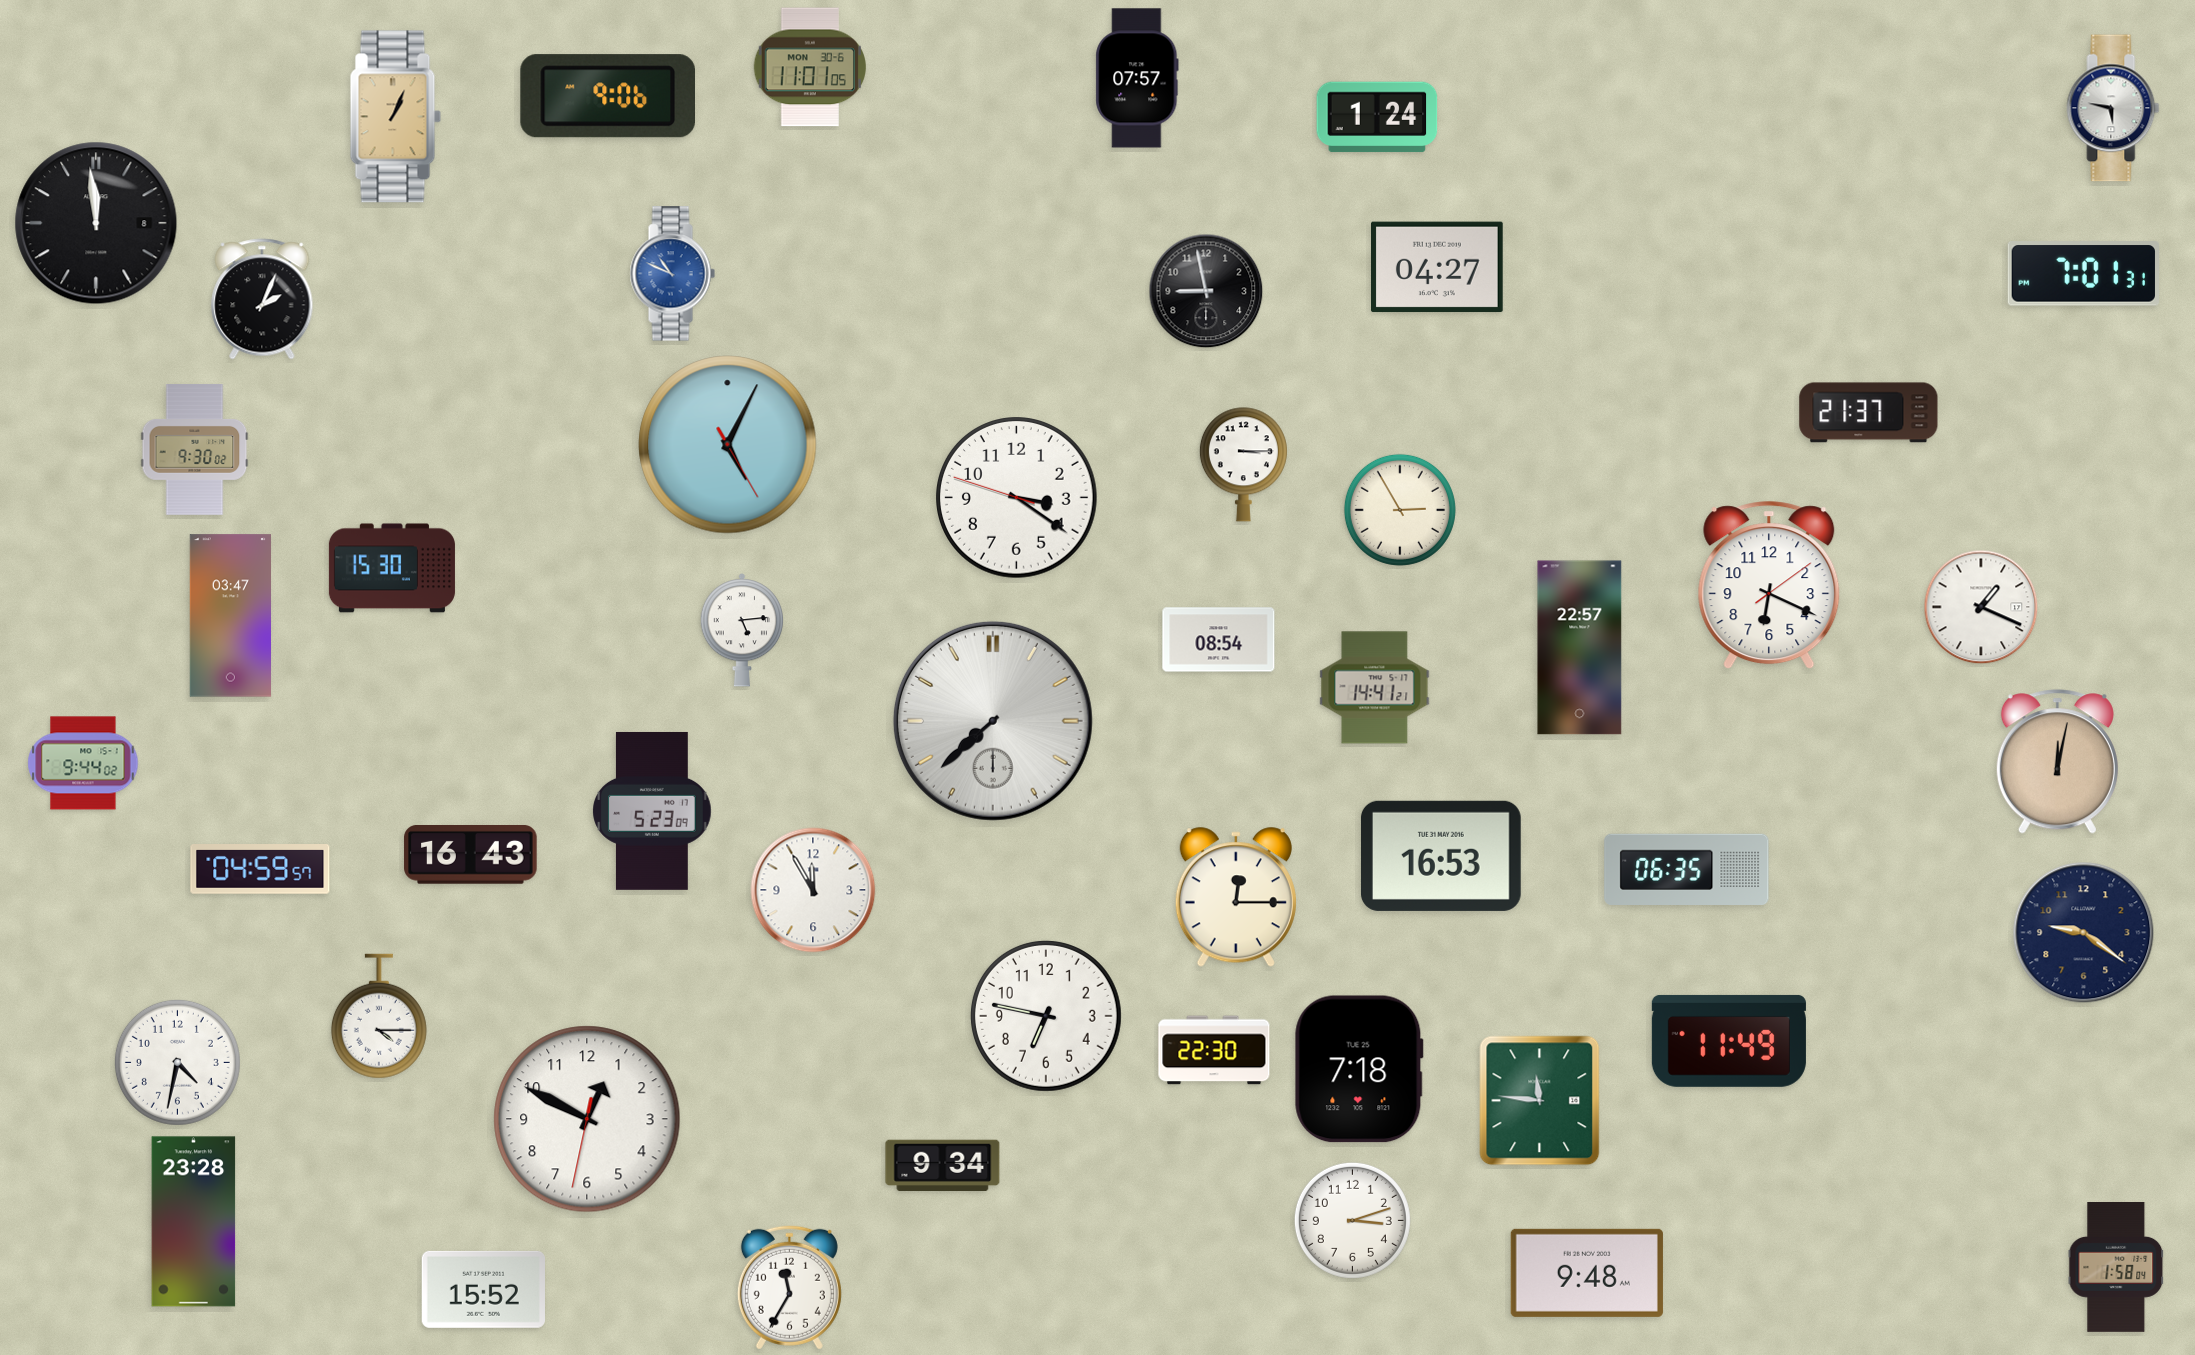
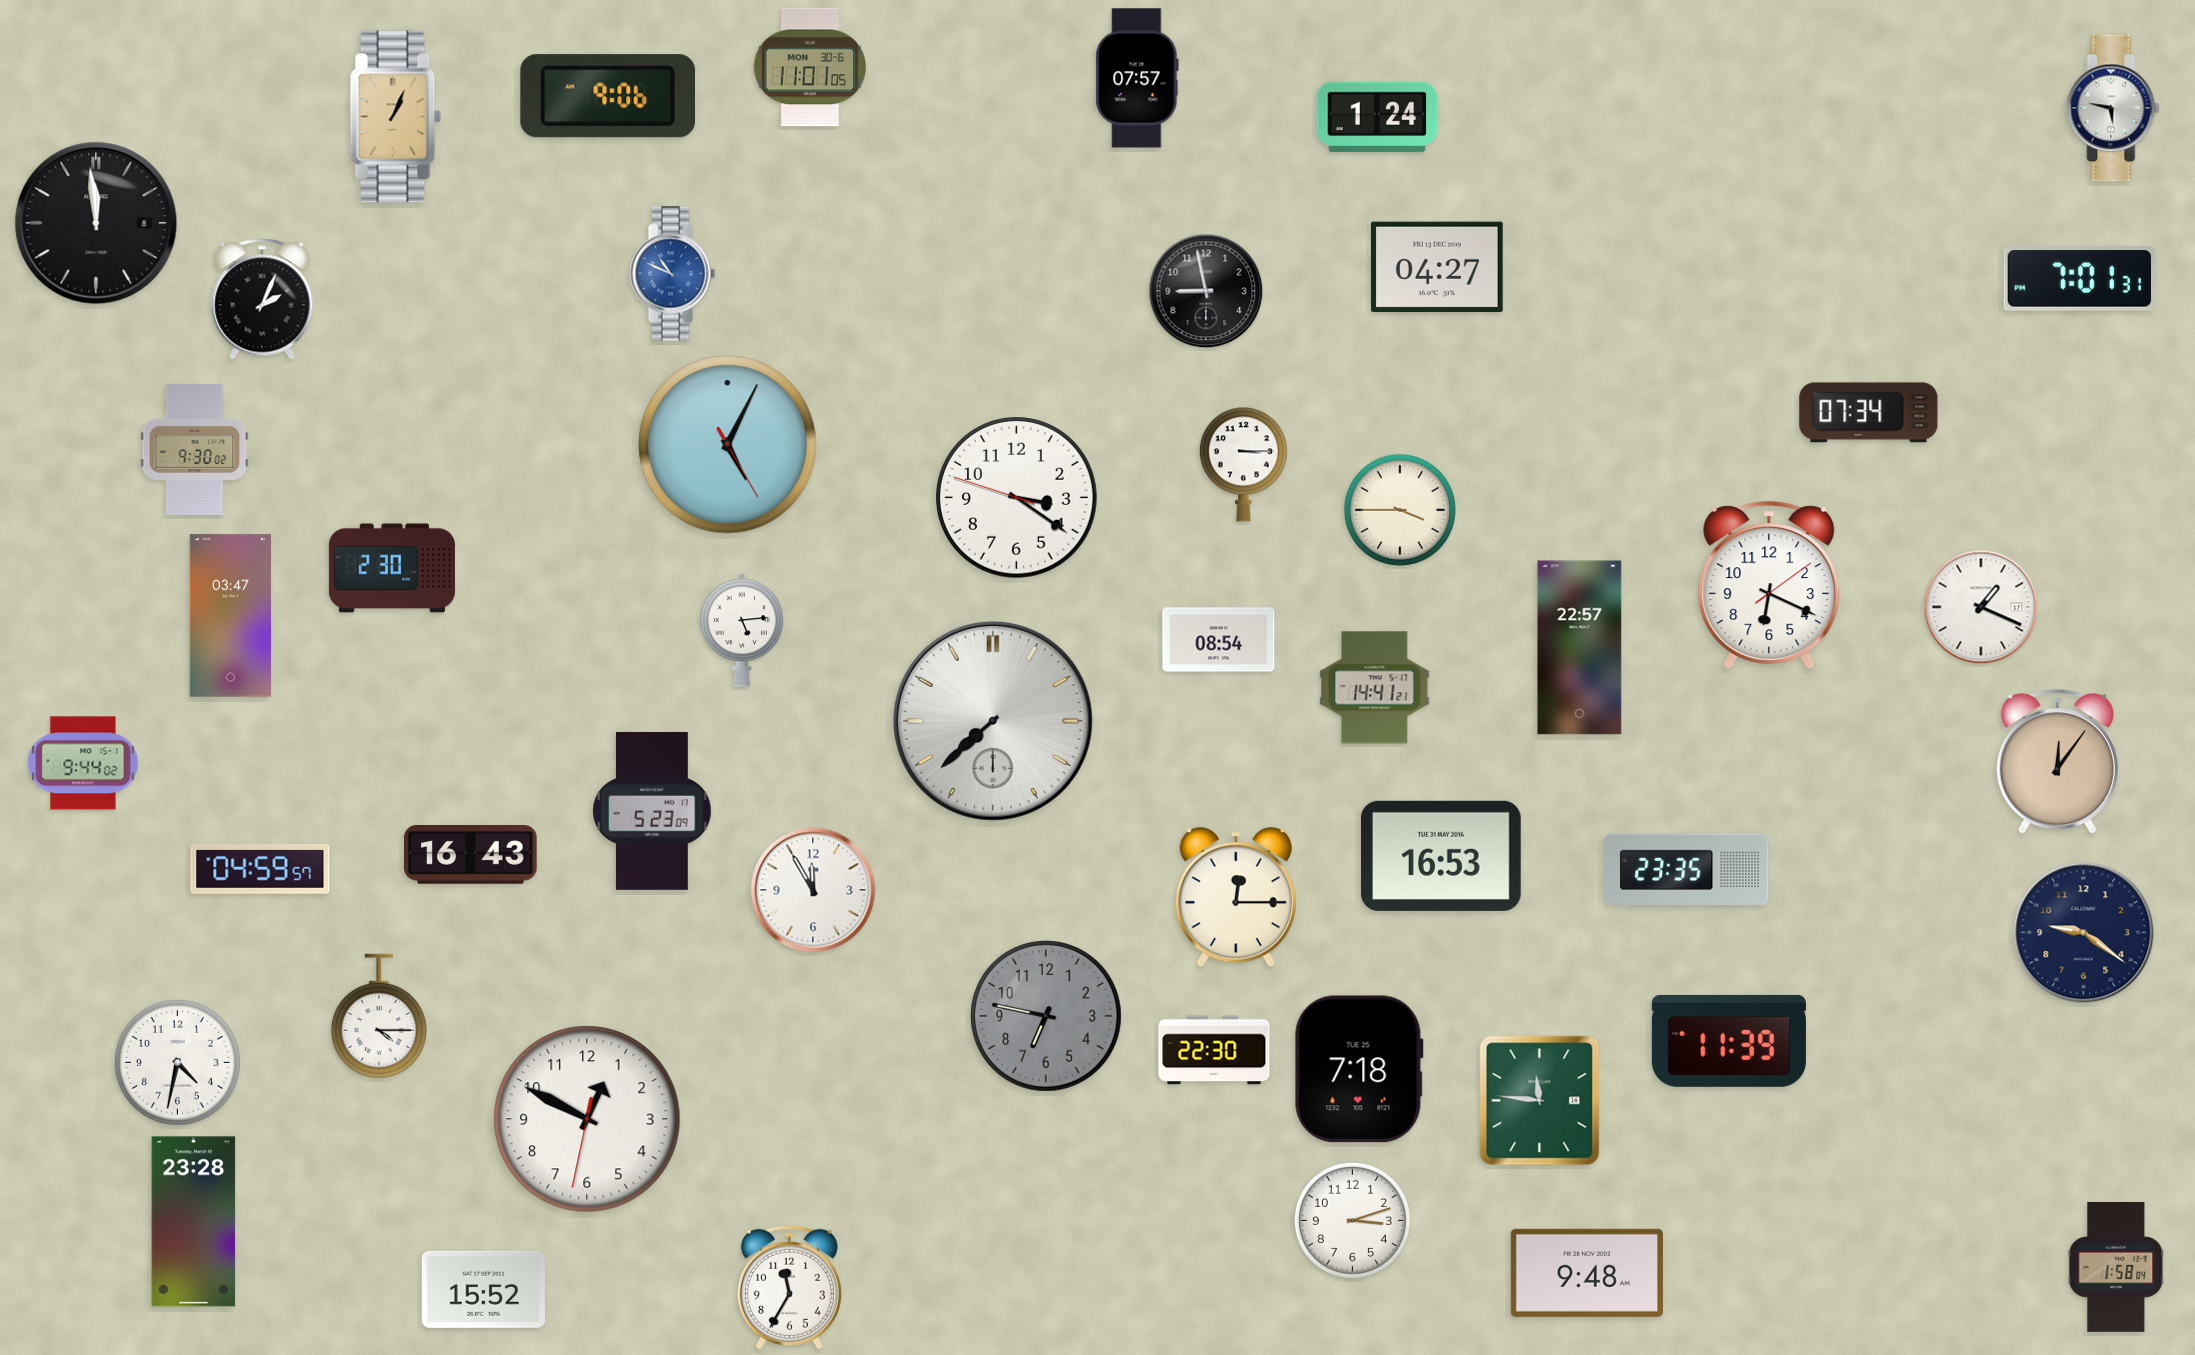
clock at (2083, 274) position: (2083, 274) -> (2079, 279)
clock at (1869, 413): 21:37 -> 07:34
clock at (1400, 510): 2:55 -> 3:45
clock at (392, 568): 15:30 -> 2:30
clock at (2057, 762): 12:02 -> 12:06
clock at (1687, 869): 06:35 -> 23:35
clock at (1046, 1016) dial: white -> grey
clock at (1729, 1041): 11:49 -> 11:39
clock at (943, 1166): 9:34 -> none
